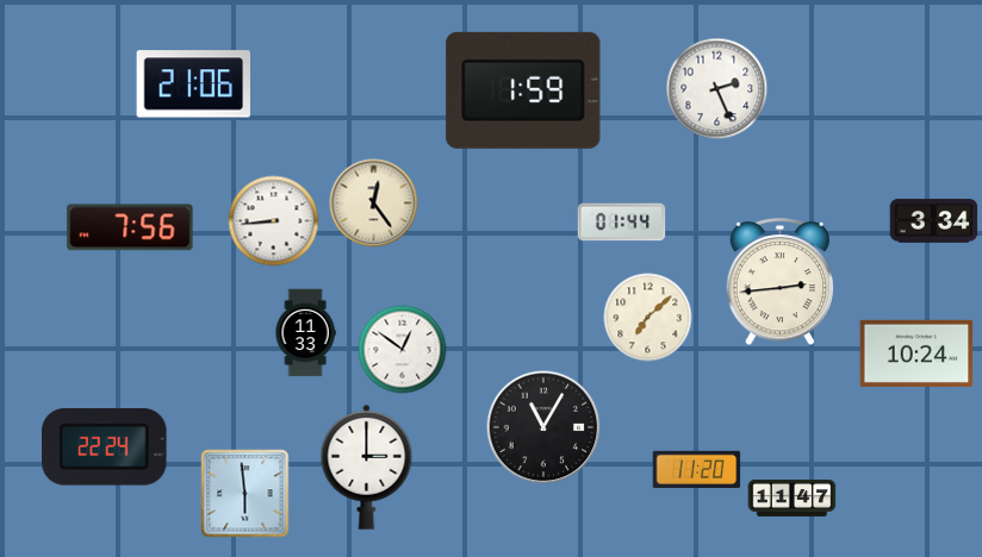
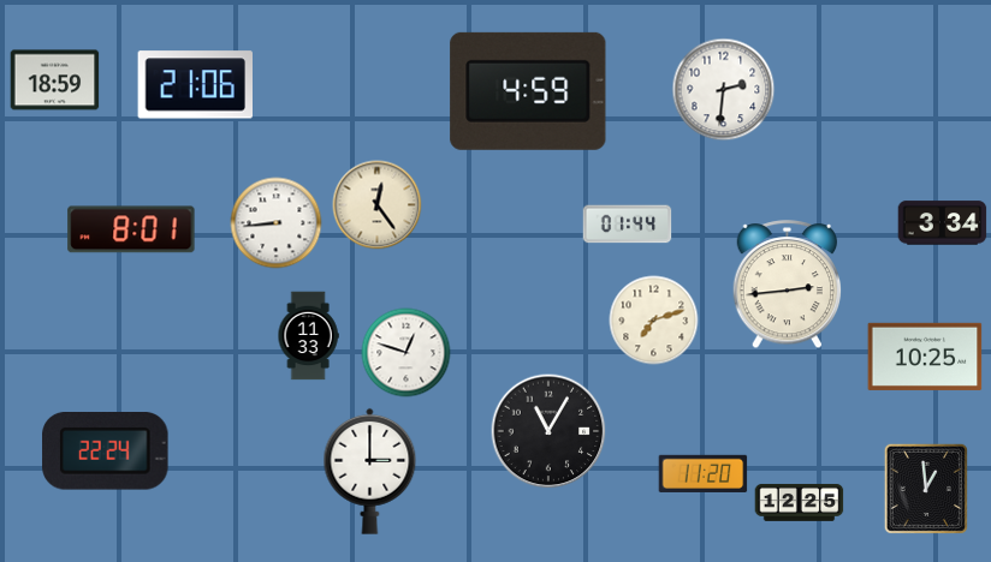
clock at (55, 80): none -> 18:59
clock at (717, 89): 2:26 -> 2:31
clock at (523, 90): 1:59 -> 4:59
clock at (130, 227): 7:56 -> 8:01
clock at (648, 318): 7:08 -> 7:12
clock at (403, 350): 12:51 -> 12:48
clock at (916, 353): 10:24 -> 10:25
clock at (926, 489): none -> 12:59
clock at (245, 494): 5:59 -> none
clock at (793, 497): 11:47 -> 12:25
